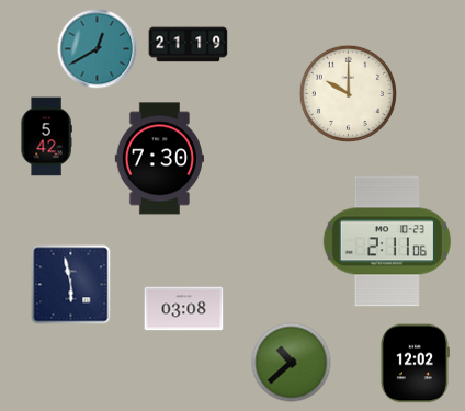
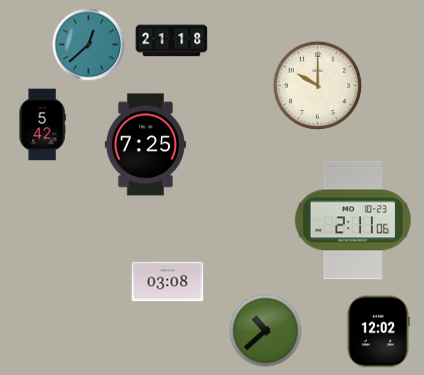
clock at (189, 45): 21:19 -> 21:18
clock at (98, 49): 12:40 -> 12:38
clock at (159, 159): 7:30 -> 7:25
clock at (71, 285): 5:58 -> none
